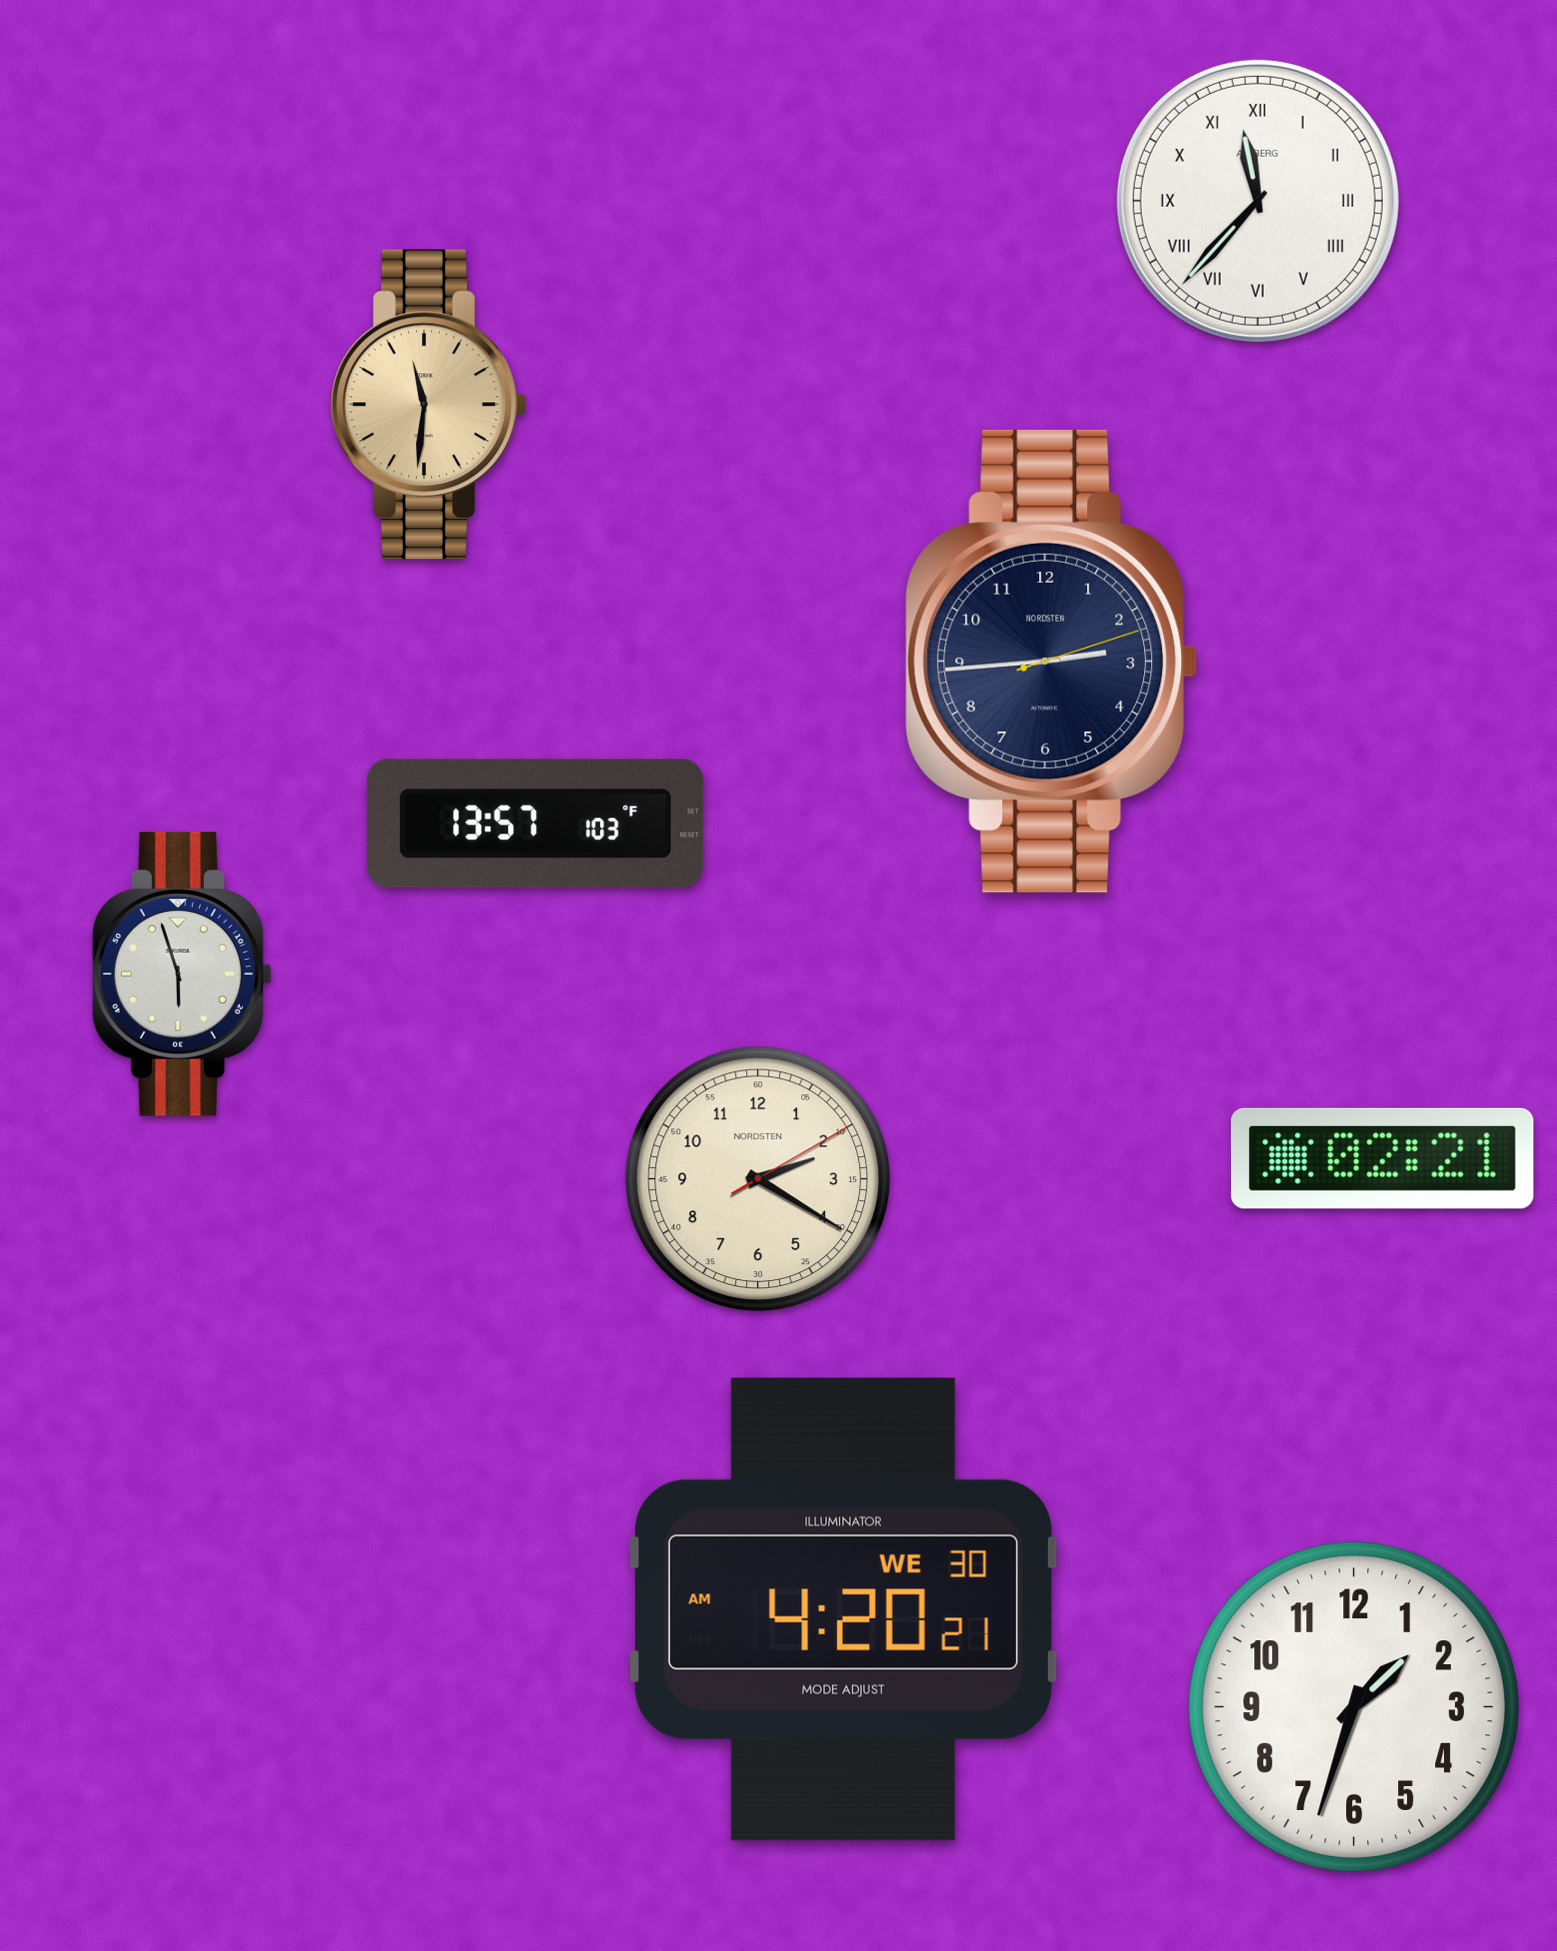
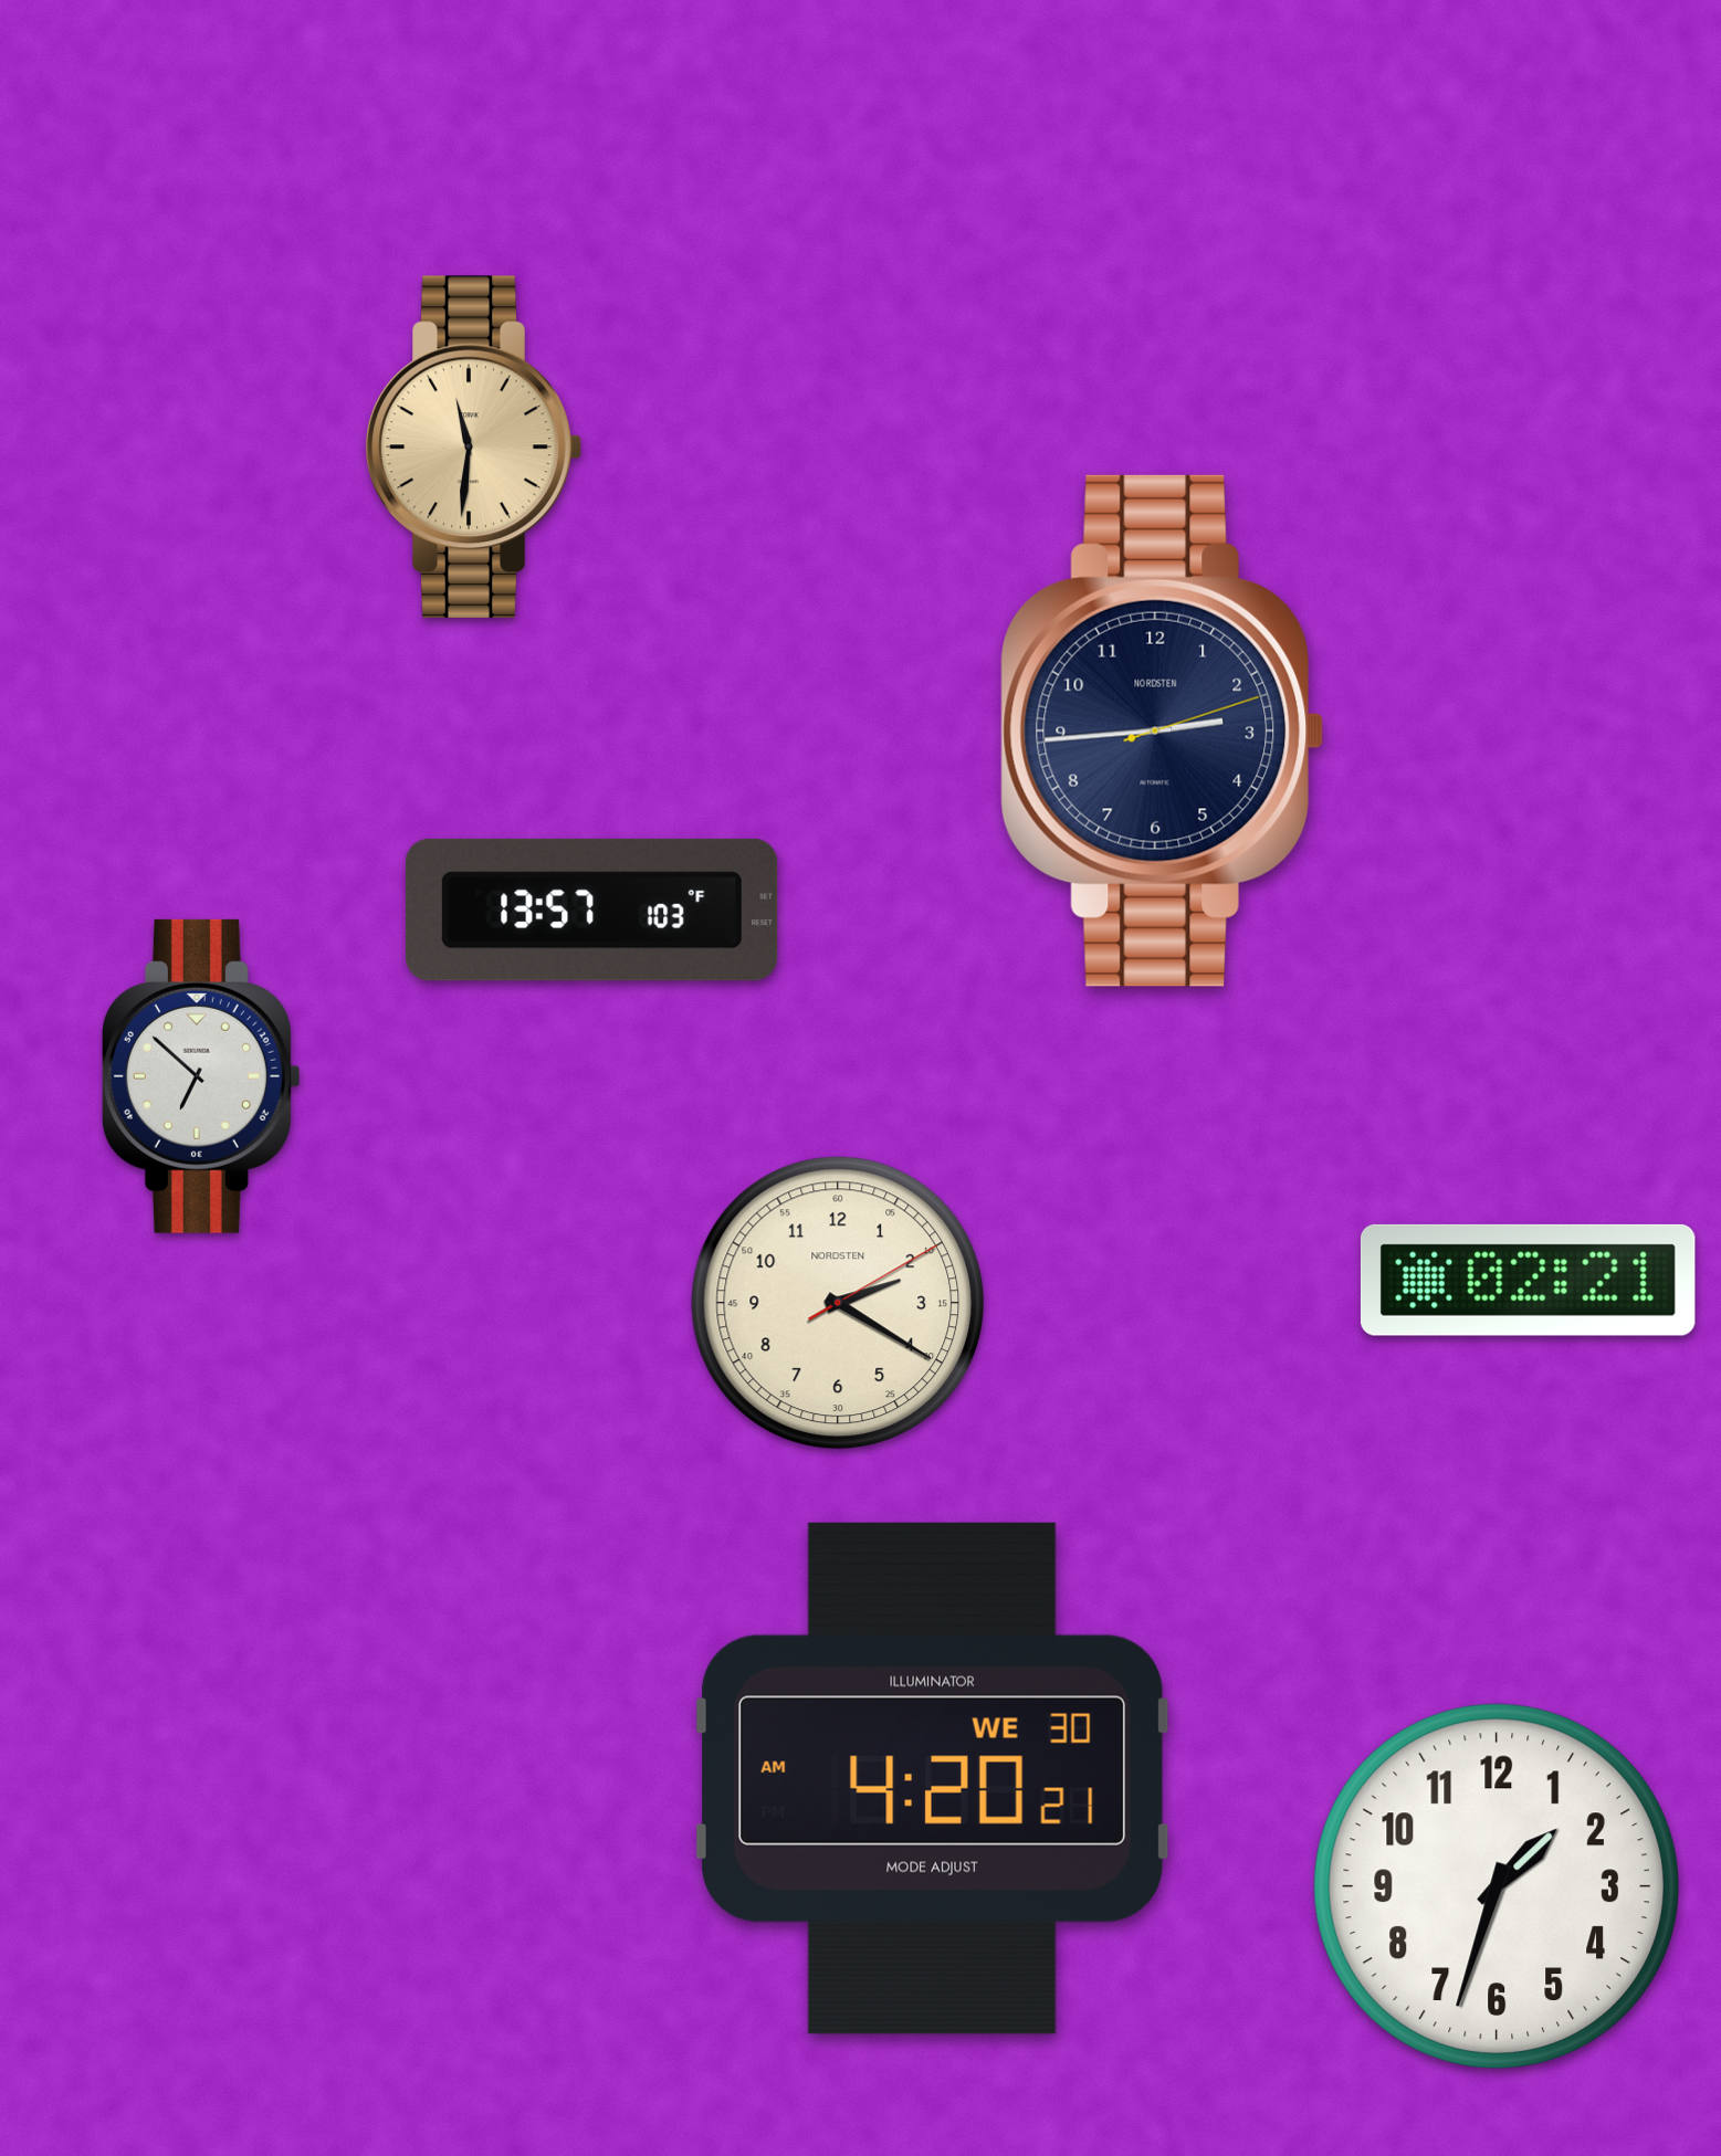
clock at (1258, 201): 11:37 -> none
clock at (182, 974): 5:57 -> 6:52
